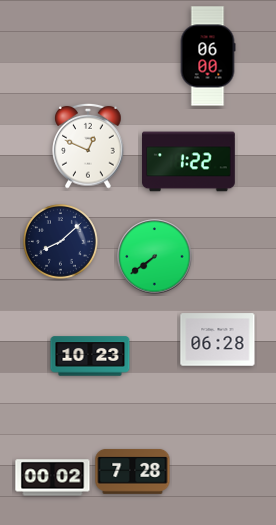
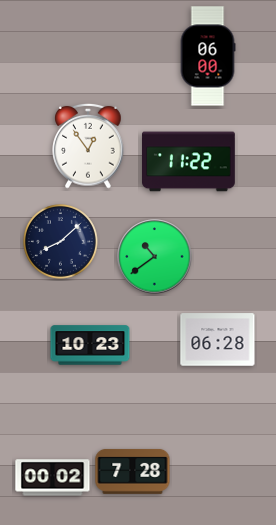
clock at (88, 146): 12:49 -> 12:54
clock at (189, 162): 1:22 -> 11:22
clock at (155, 257): 7:39 -> 10:39
clock at (90, 356) position: (90, 356) -> (90, 345)
